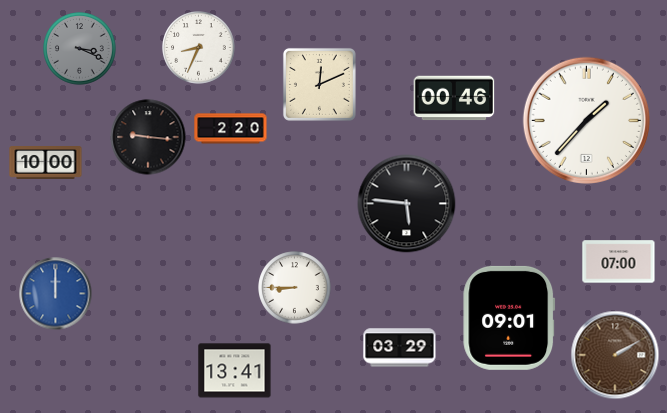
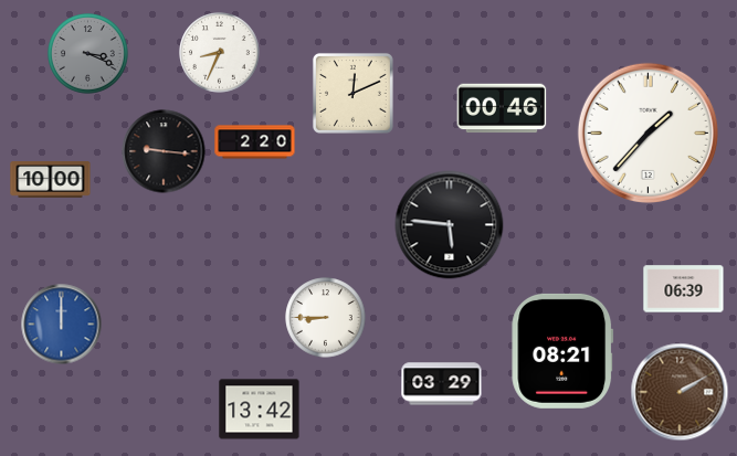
clock at (619, 262): 07:00 -> 06:39
clock at (509, 318): 09:01 -> 08:21
clock at (235, 371): 13:41 -> 13:42
